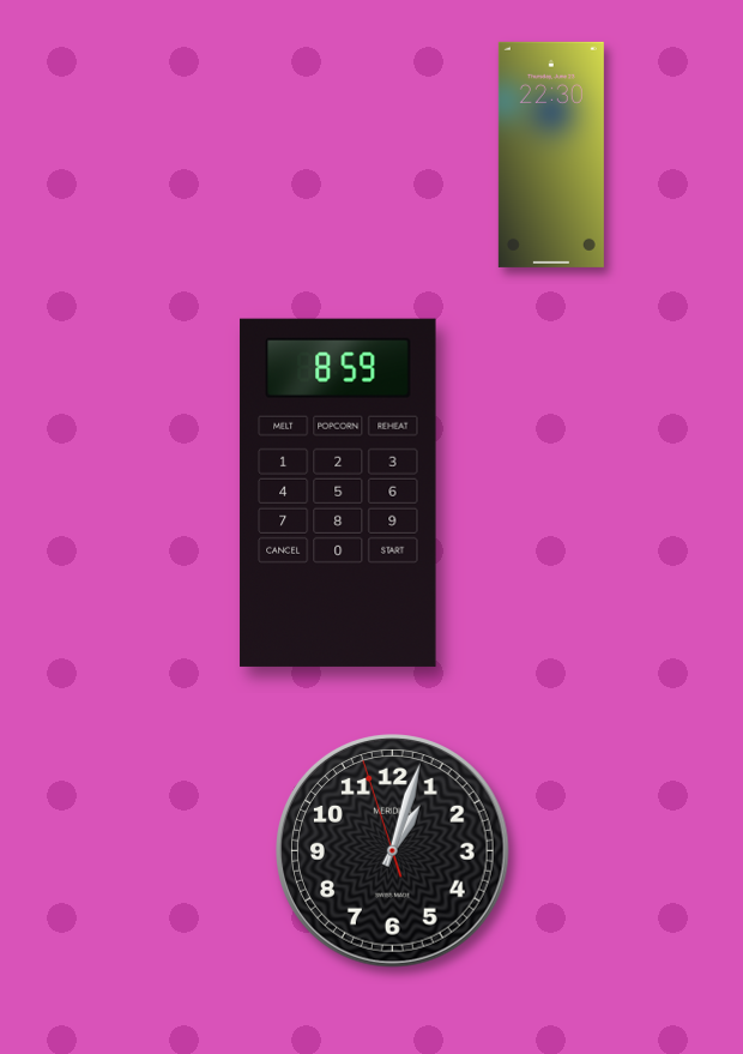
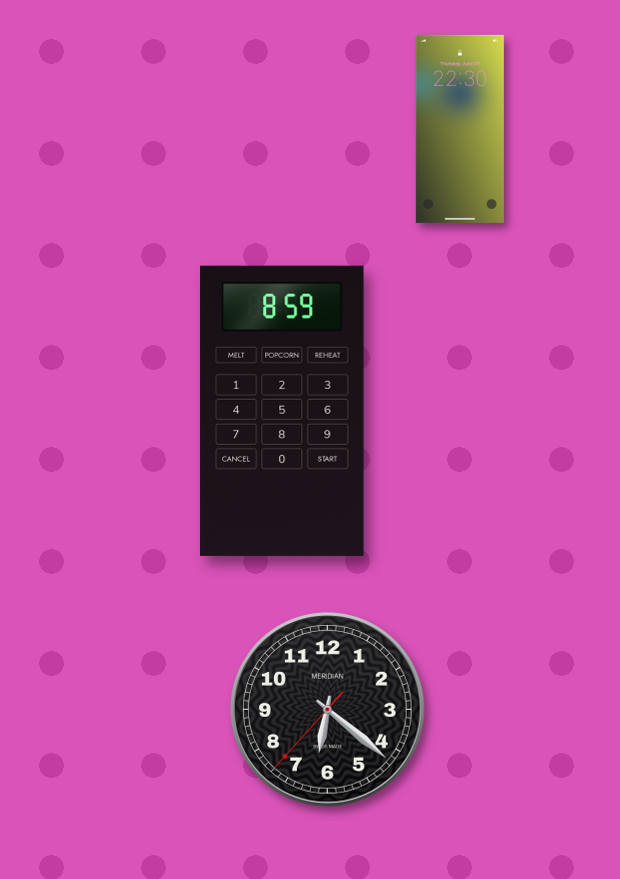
clock at (393, 851): 1:02 -> 6:21
